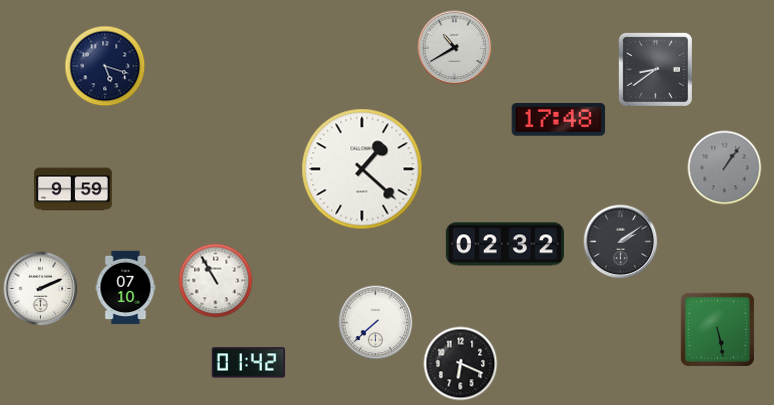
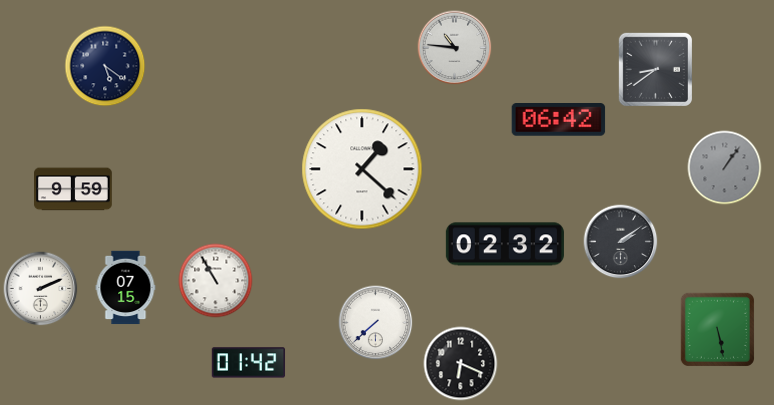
clock at (455, 48): 10:40 -> 10:46
clock at (105, 66): 5:18 -> 5:21
clock at (559, 120): 17:48 -> 06:42
clock at (126, 288): 07:10 -> 07:15
